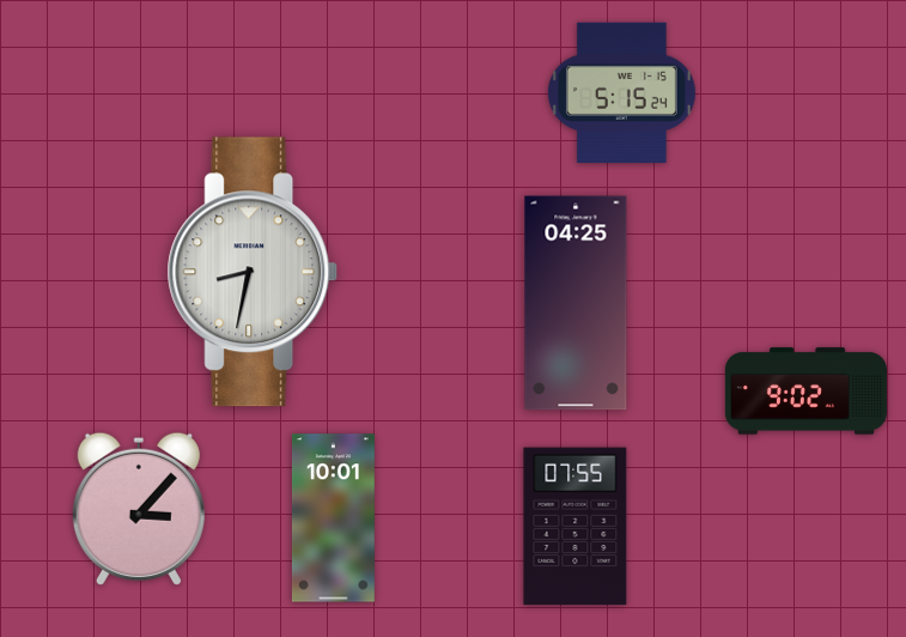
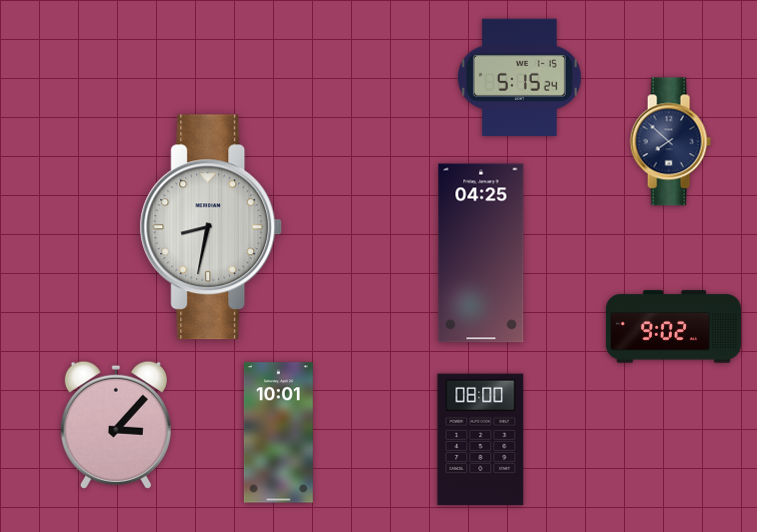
clock at (670, 142): none -> 7:52
clock at (576, 527): 07:55 -> 08:00
